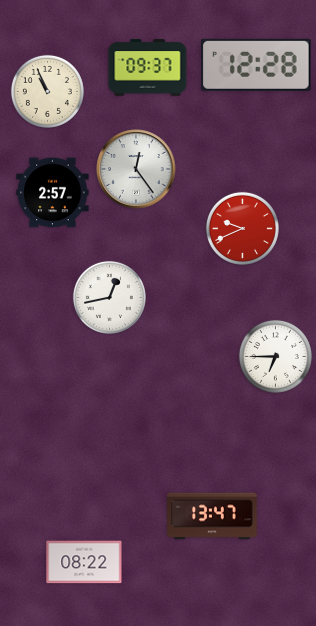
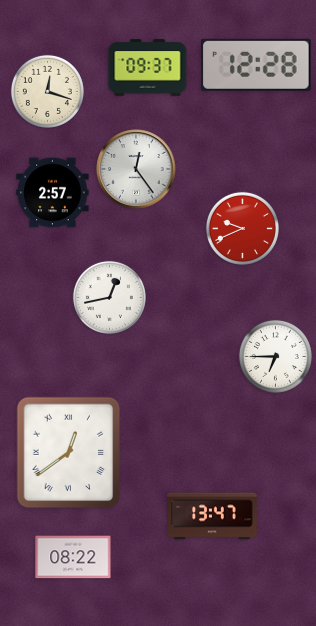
clock at (47, 91): 10:56 -> 12:18
clock at (69, 453): none -> 12:39
clock at (84, 562) position: (84, 562) -> (73, 557)
